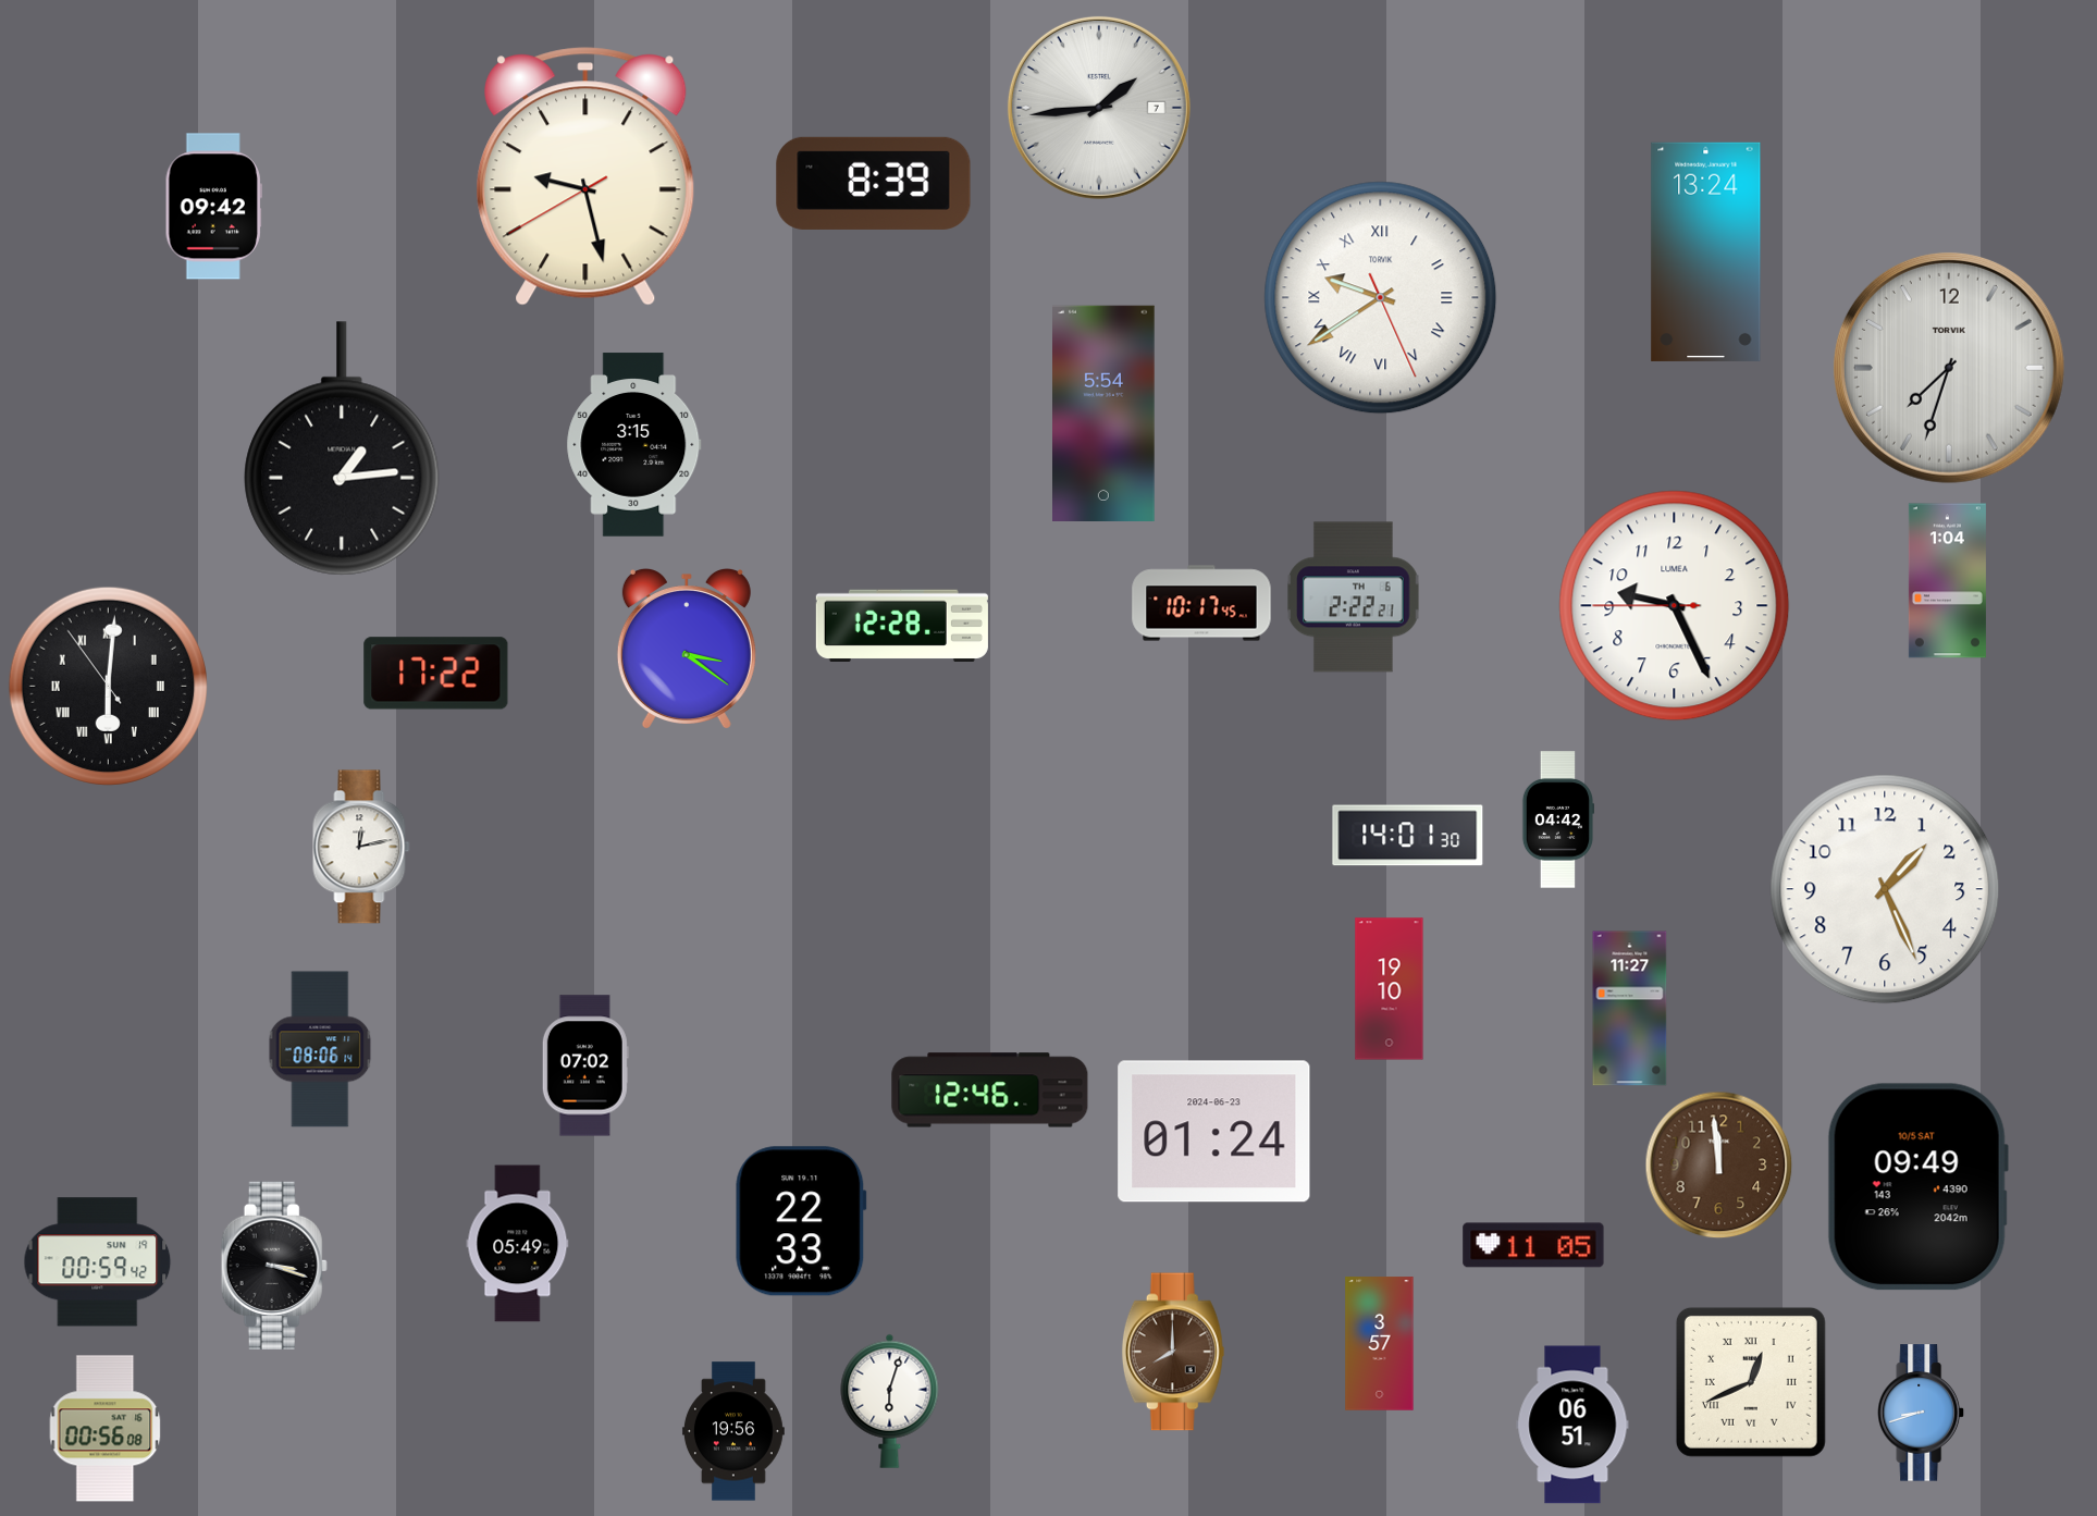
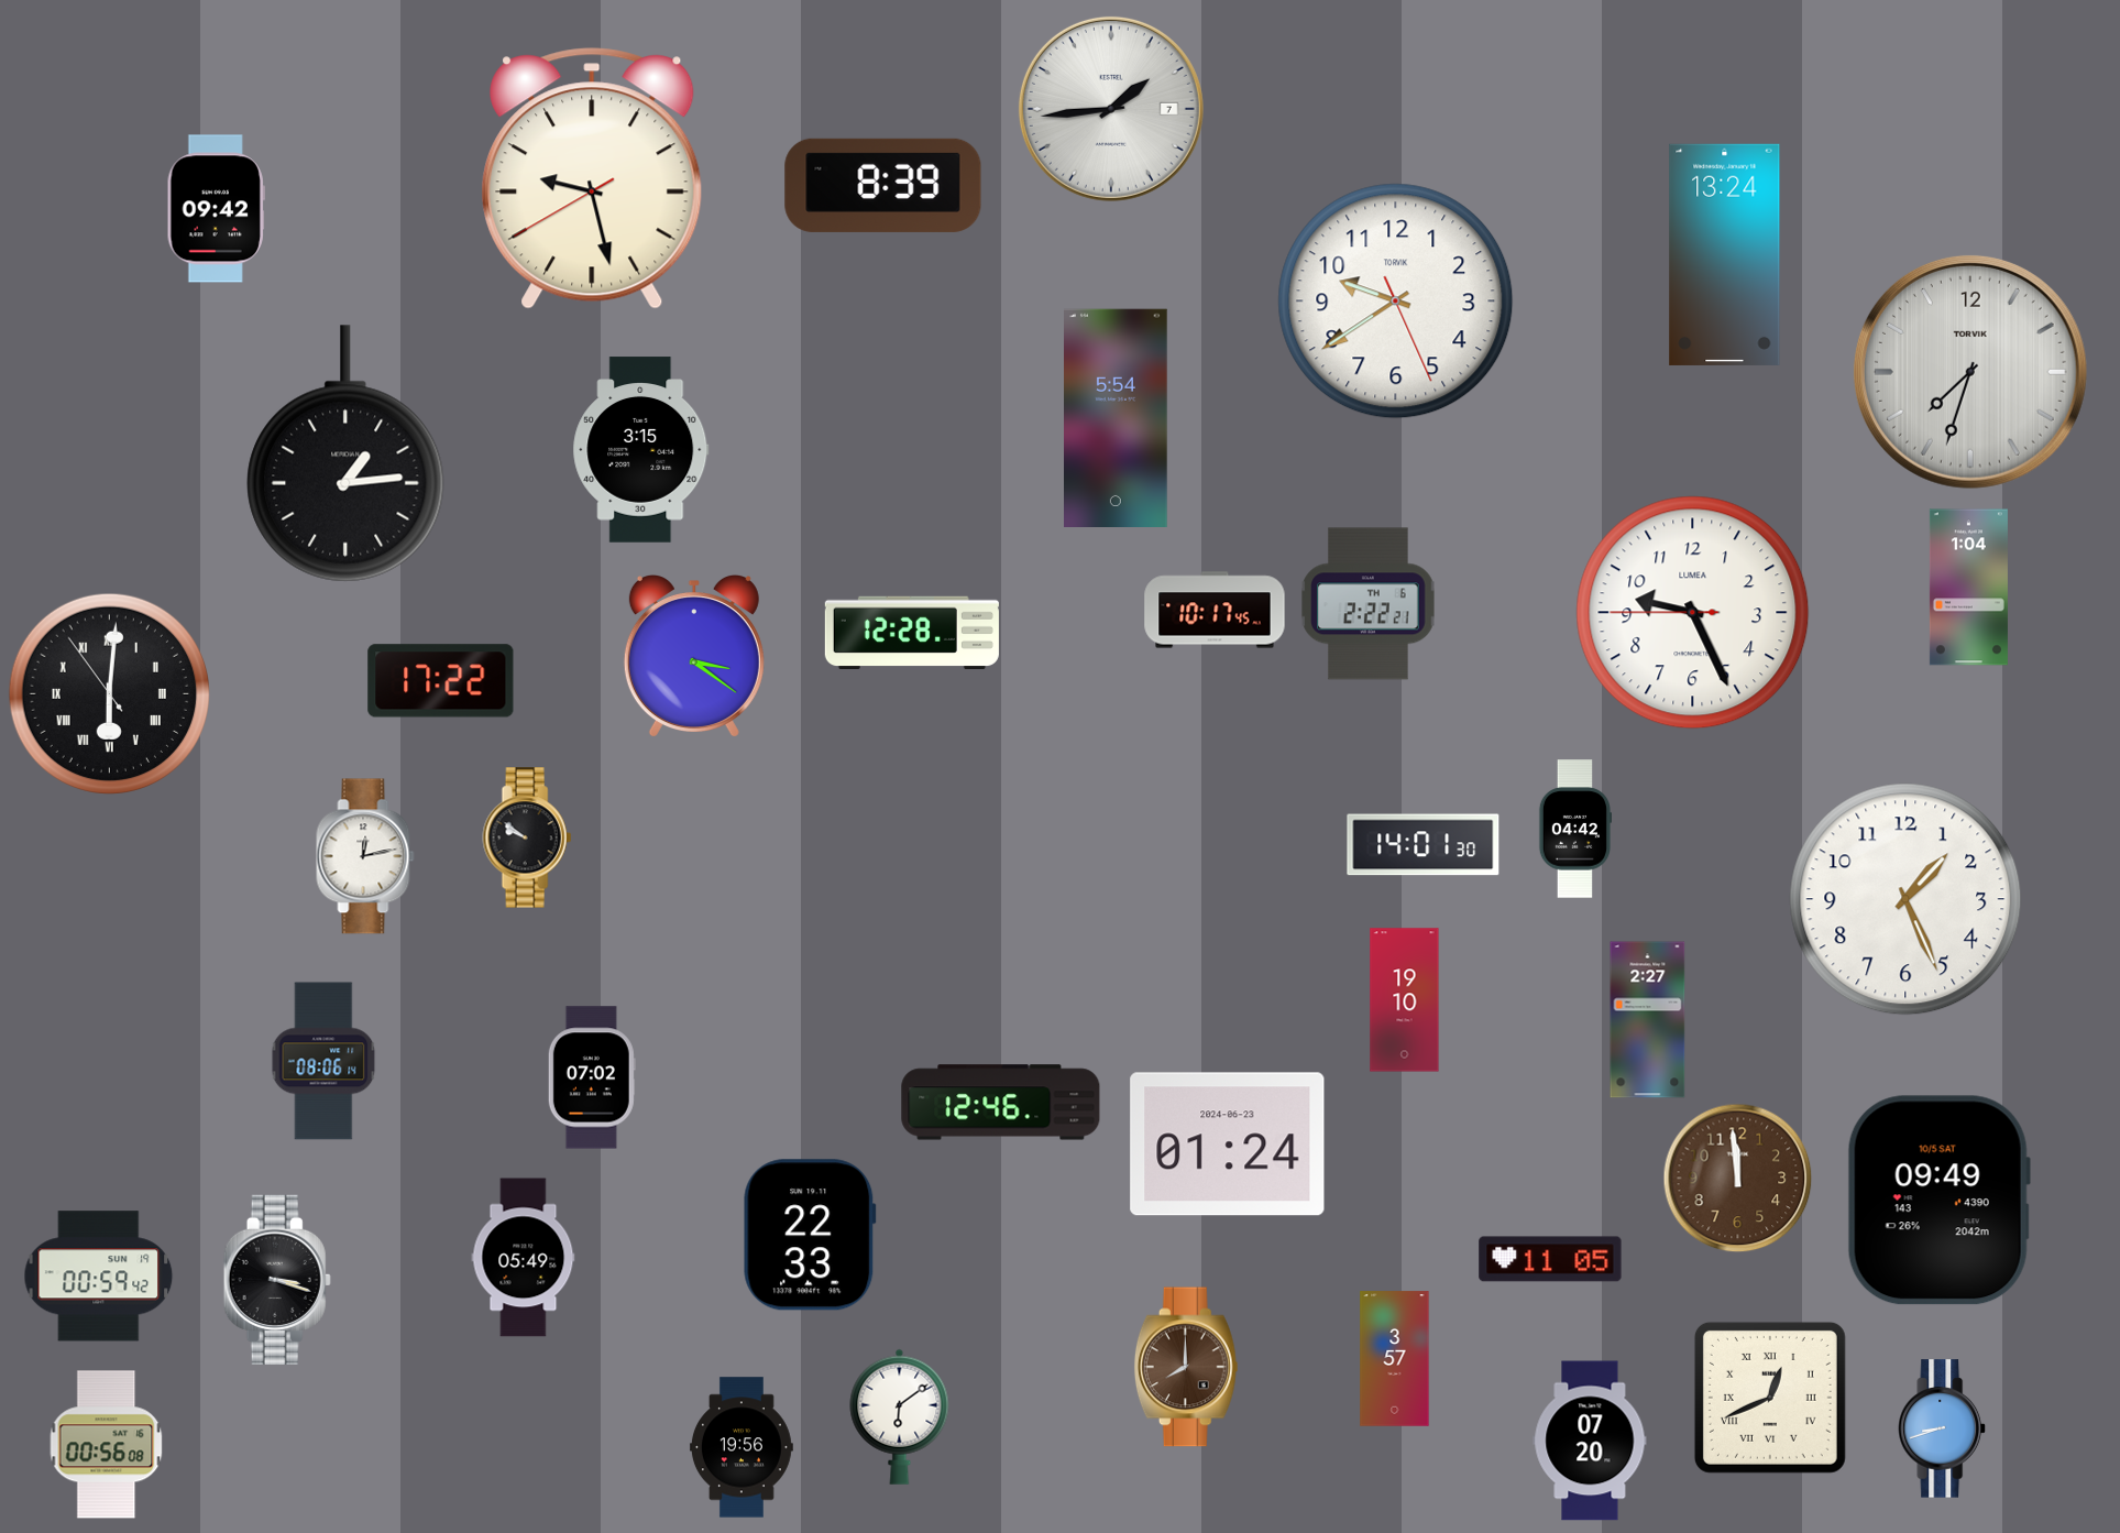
clock at (1381, 298) numerals: Roman -> Arabic
clock at (527, 837): none -> 9:51
clock at (1630, 1009): 11:27 -> 2:27
clock at (890, 1401): 6:03 -> 6:09
clock at (1572, 1425): 06:51 -> 07:20
